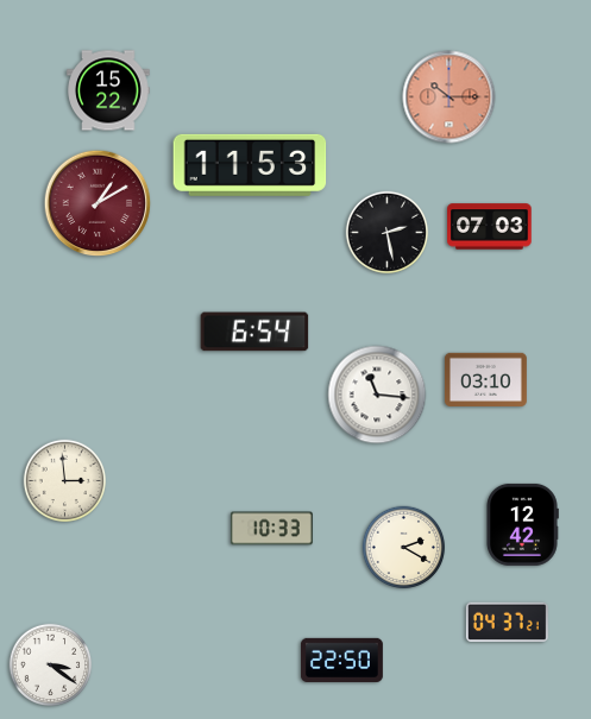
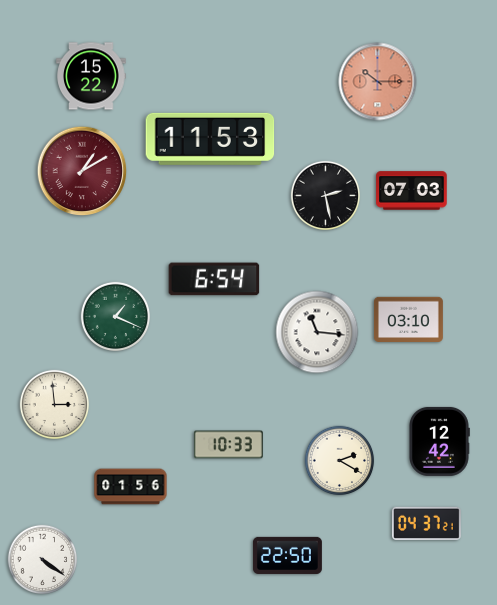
clock at (116, 317): none -> 1:19
clock at (131, 487): none -> 01:56
clock at (51, 666): 3:21 -> 4:21
